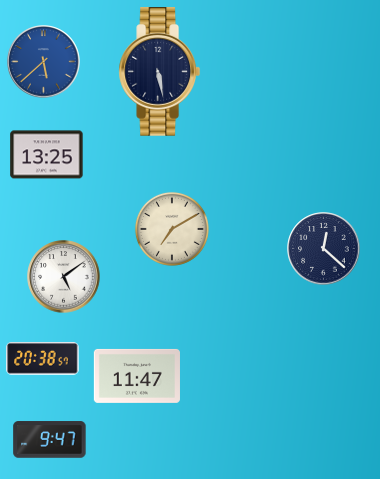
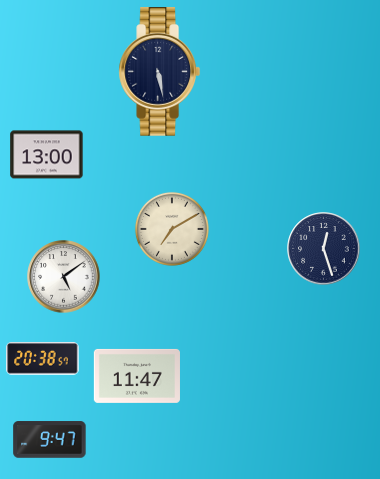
clock at (44, 62): 5:38 -> none
clock at (47, 155): 13:25 -> 13:00
clock at (324, 249): 12:22 -> 12:27
